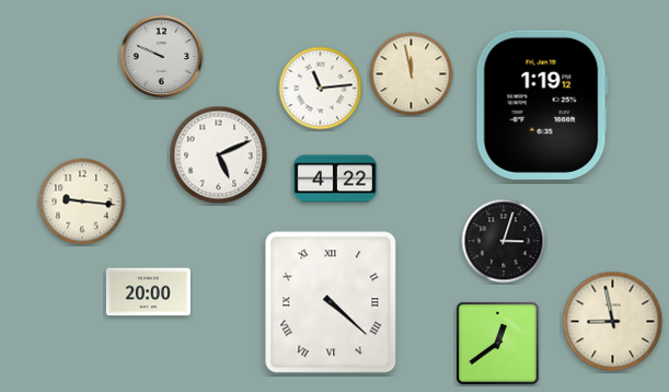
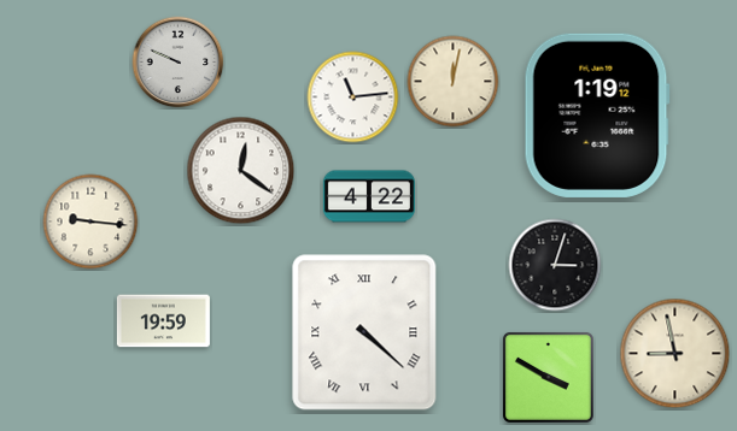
clock at (412, 74): 11:58 -> 12:02
clock at (219, 155): 5:11 -> 12:21
clock at (148, 292): 20:00 -> 19:59
clock at (497, 343): 12:39 -> 3:50
